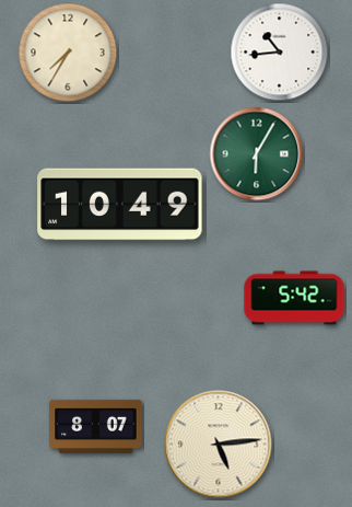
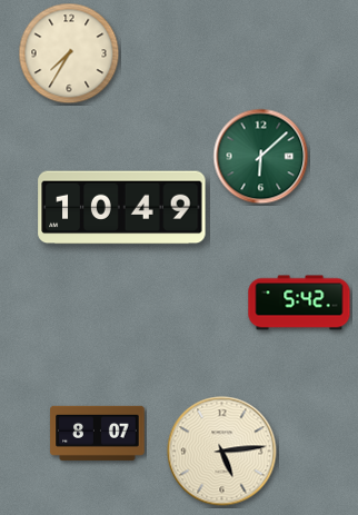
clock at (280, 53): 10:44 -> none
clock at (257, 154): 6:05 -> 6:08
